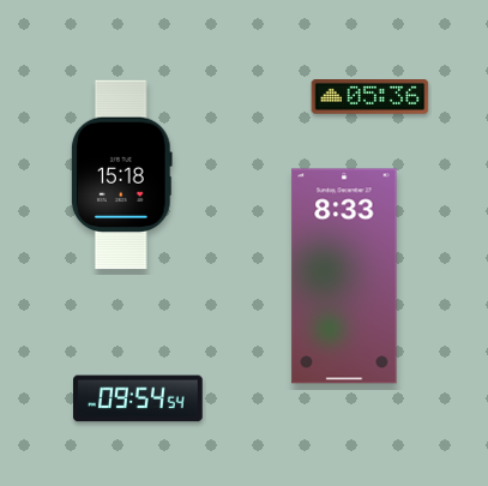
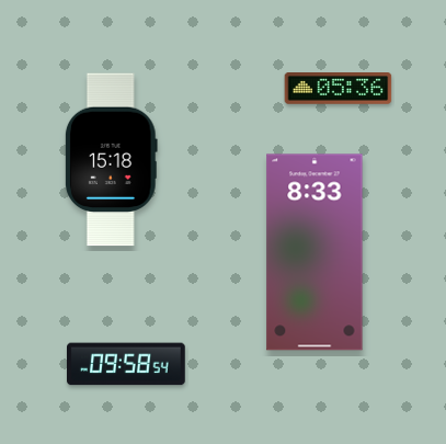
clock at (138, 398): 09:54 -> 09:58
